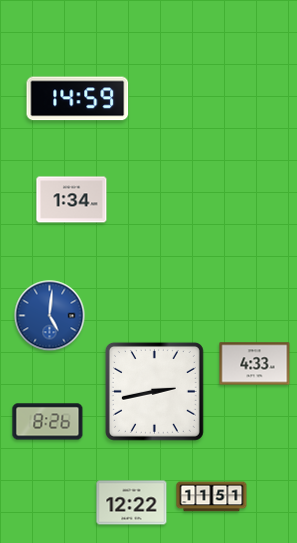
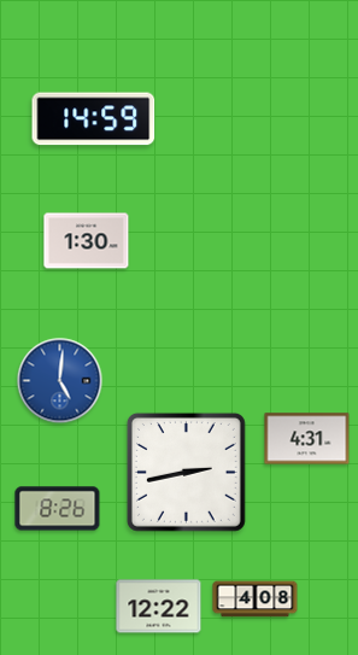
clock at (72, 200): 1:34 -> 1:30
clock at (255, 364): 4:33 -> 4:31
clock at (212, 497): 11:51 -> 4:08
